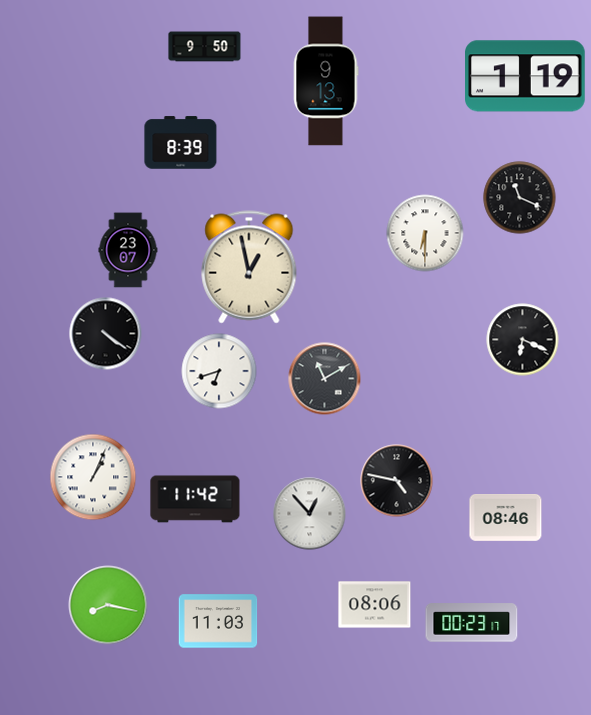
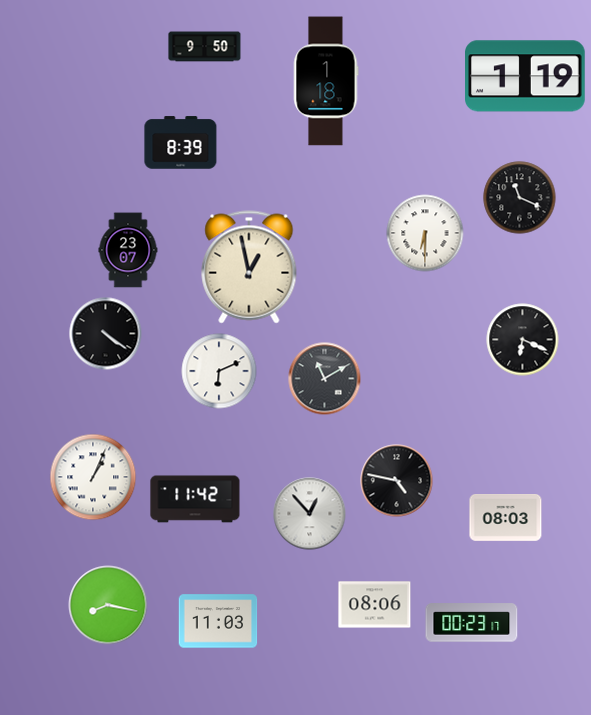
clock at (326, 81): 9:13 -> 1:18
clock at (219, 371): 6:42 -> 6:11
clock at (506, 518): 08:46 -> 08:03
